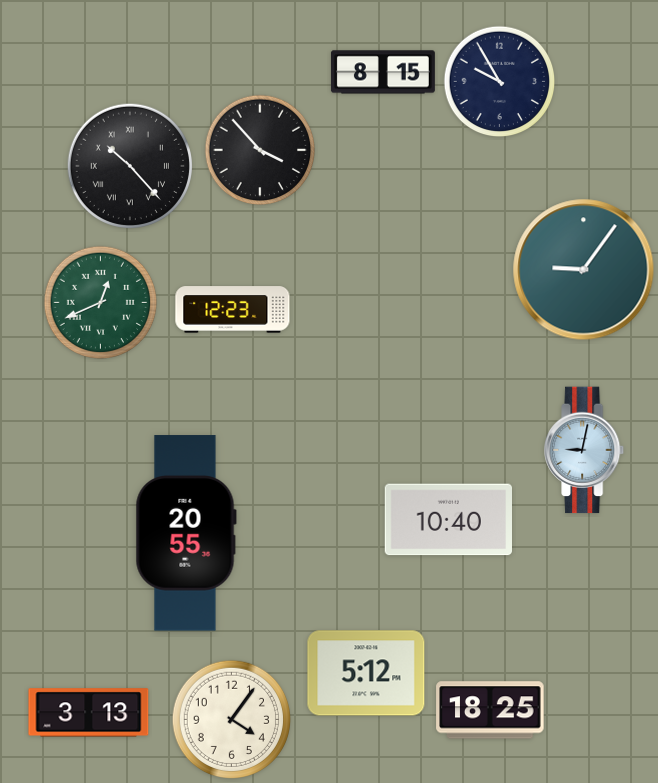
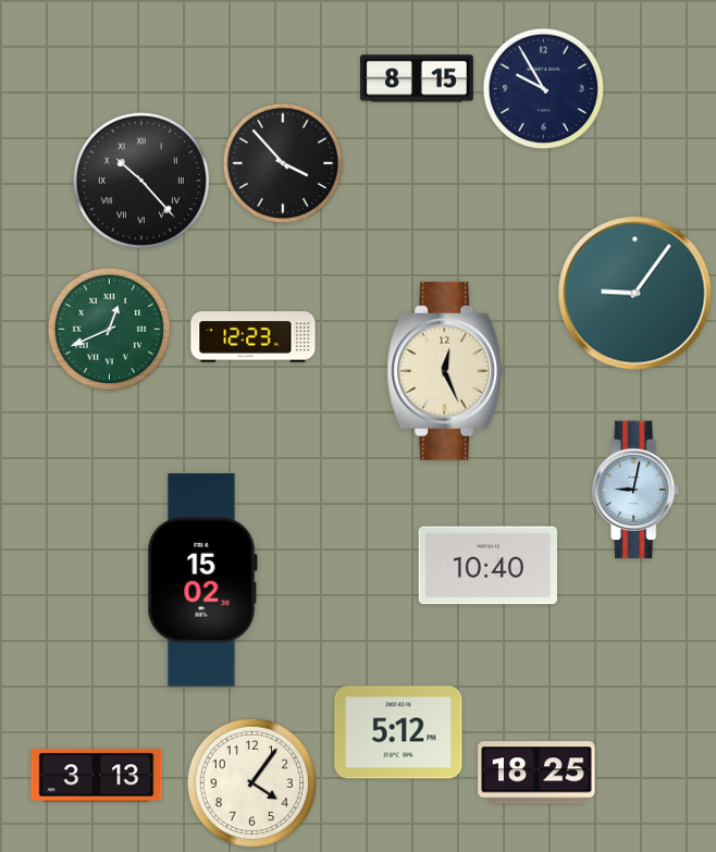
clock at (445, 371): none -> 12:26
clock at (186, 533): 20:55 -> 15:02
clock at (490, 710) position: (490, 710) -> (536, 773)
